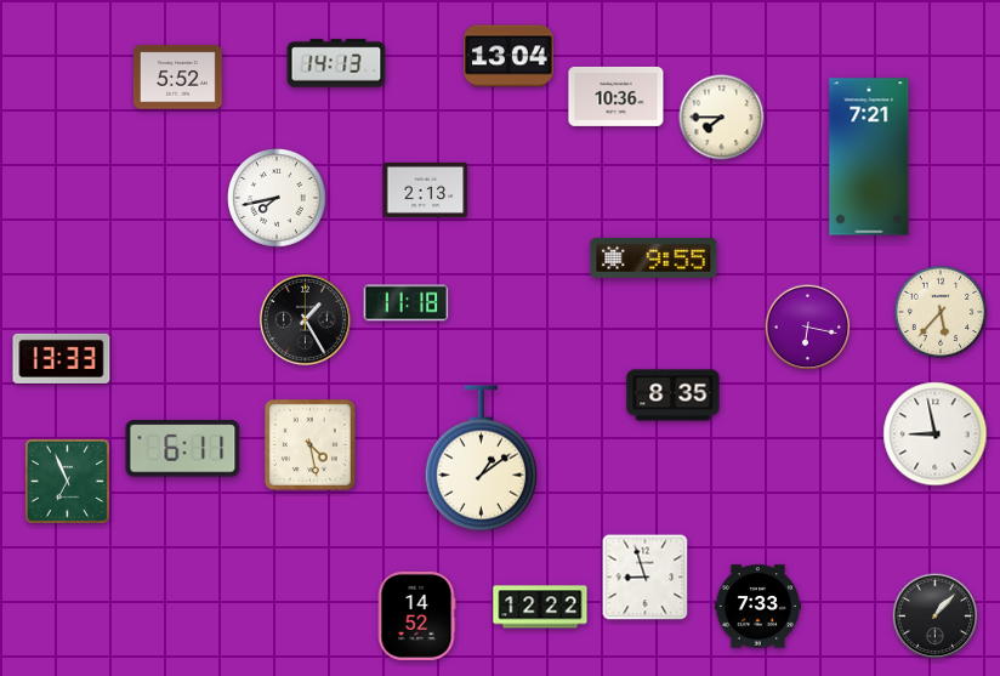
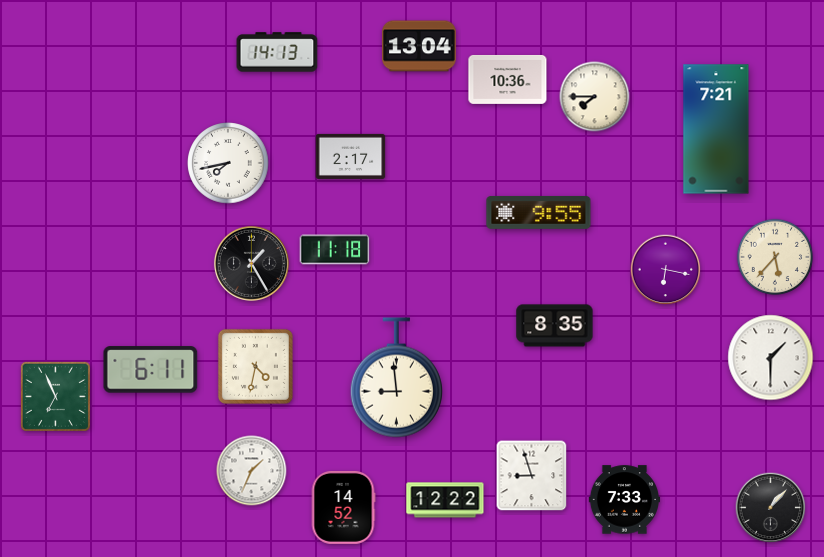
clock at (177, 78): 5:52 -> none
clock at (426, 189): 2:13 -> 2:17
clock at (62, 358): 13:33 -> none
clock at (936, 434): 8:58 -> 1:30
clock at (309, 444): 4:28 -> 4:32
clock at (481, 459): 1:09 -> 8:59
clock at (252, 471): none -> 1:34
